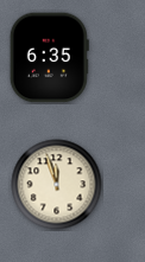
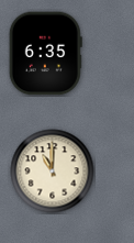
clock at (57, 185): 11:57 -> 11:00
